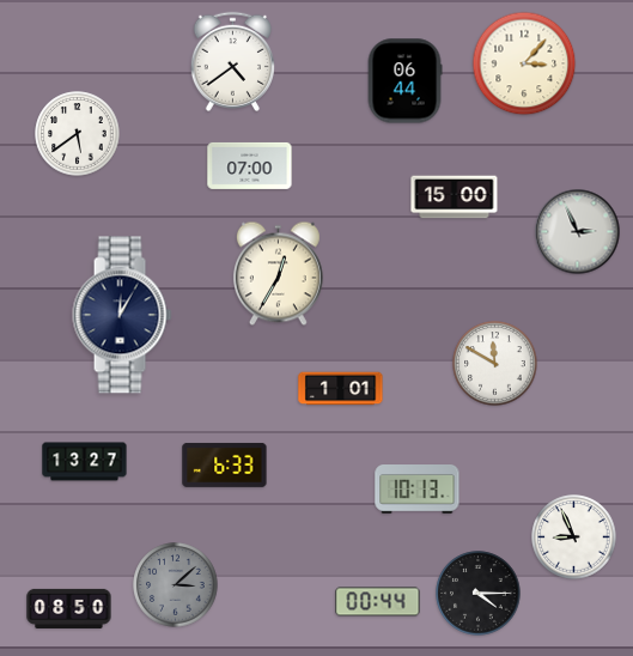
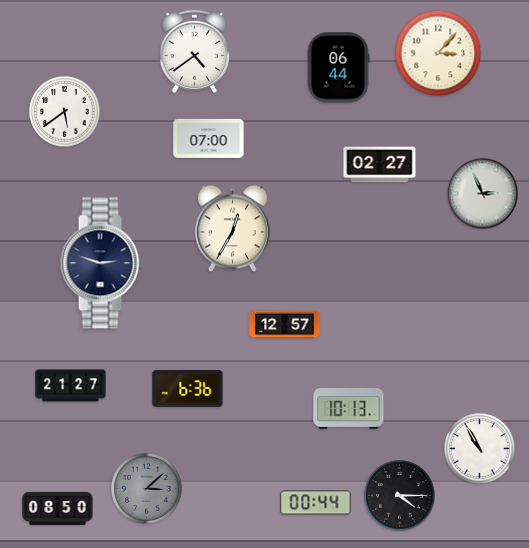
clock at (455, 198): 15:00 -> 02:27
clock at (122, 315): 12:05 -> 2:48
clock at (495, 364): 11:50 -> none
clock at (341, 389): 1:01 -> 12:57
clock at (85, 462): 13:27 -> 21:27
clock at (225, 466): 6:33 -> 6:36
clock at (574, 537): 8:56 -> 10:55
